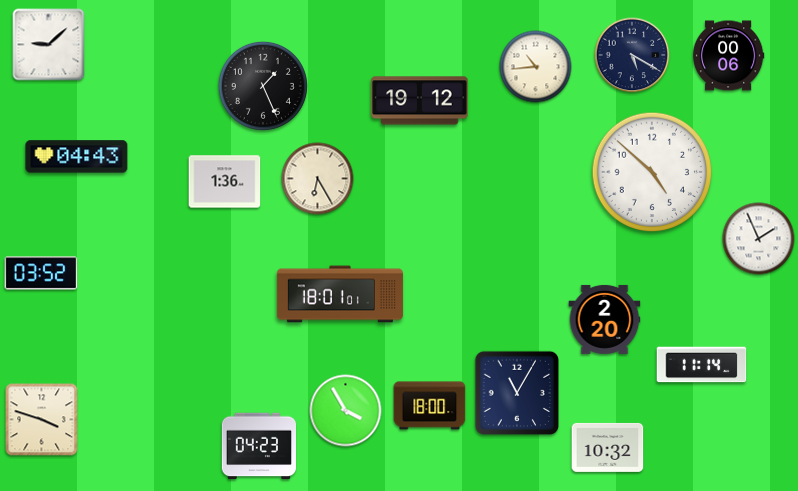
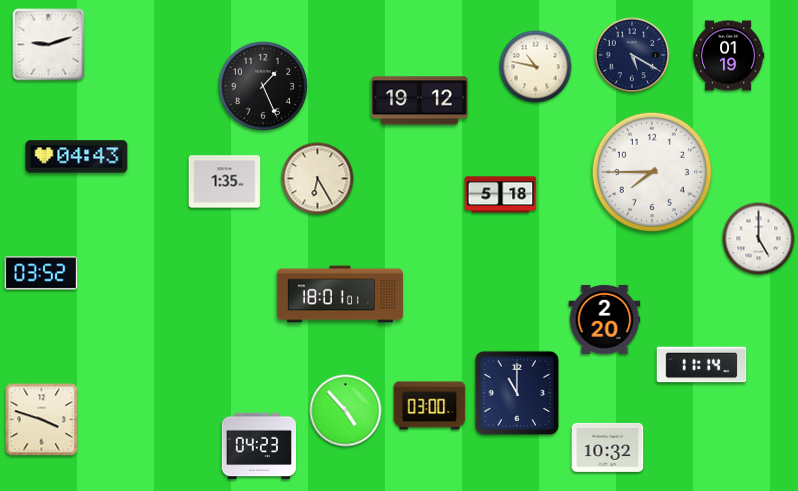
clock at (49, 45): 9:08 -> 9:12
clock at (728, 56): 00:06 -> 01:19
clock at (536, 67): 10:44 -> 10:47
clock at (652, 172): 4:52 -> 7:45
clock at (225, 182): 1:36 -> 1:35
clock at (501, 195): none -> 5:18
clock at (759, 239): 1:56 -> 5:00
clock at (516, 392): 11:05 -> 11:00
clock at (430, 406): 18:00 -> 03:00
clock at (346, 411): 3:55 -> 4:53
